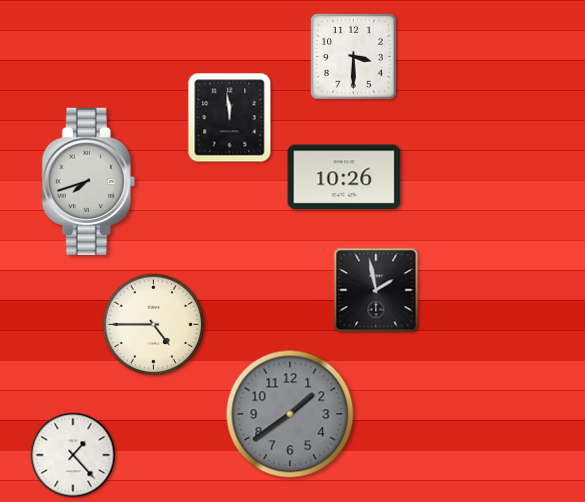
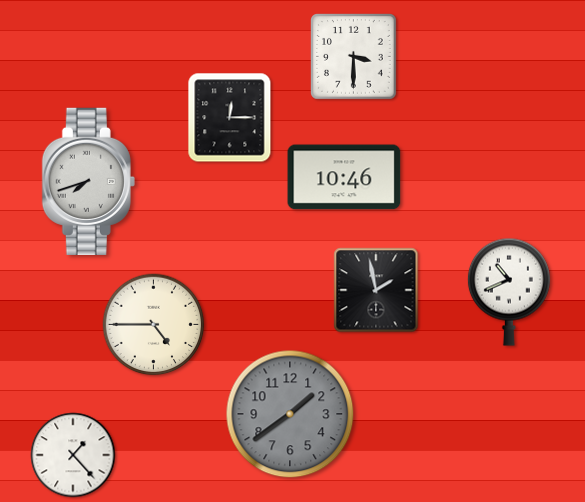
clock at (230, 118): 11:59 -> 12:15
clock at (344, 177): 10:26 -> 10:46
clock at (509, 292): none -> 10:41
